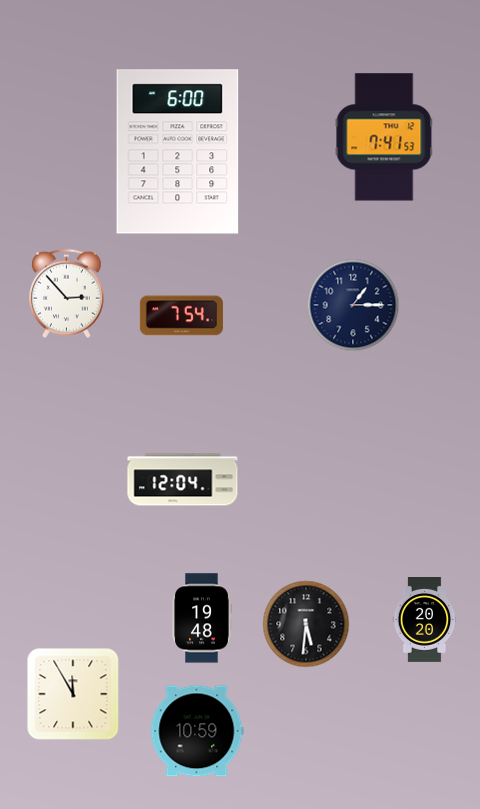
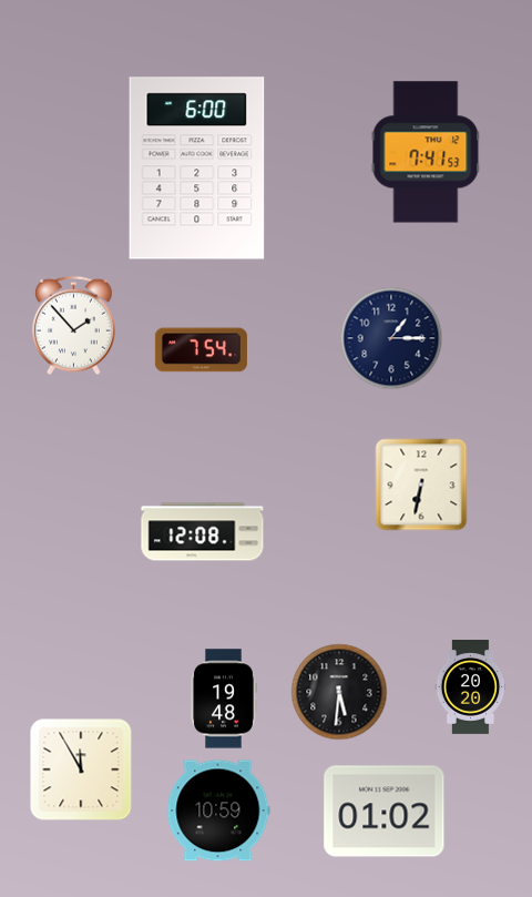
clock at (67, 294): 2:53 -> 1:53
clock at (421, 485): none -> 6:32
clock at (183, 480): 12:04 -> 12:08
clock at (202, 618) position: (202, 618) -> (224, 699)
clock at (385, 812): none -> 01:02
